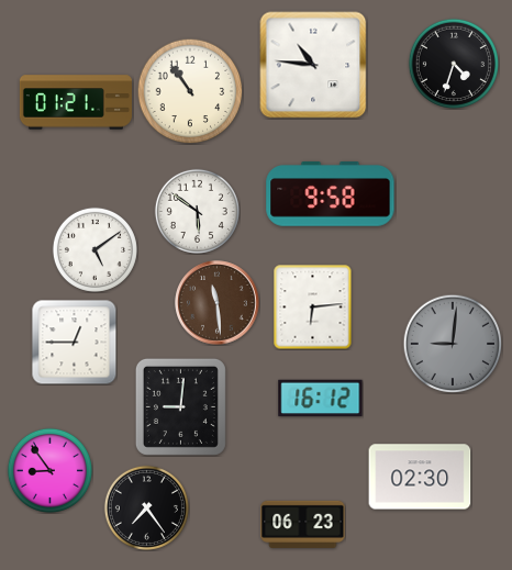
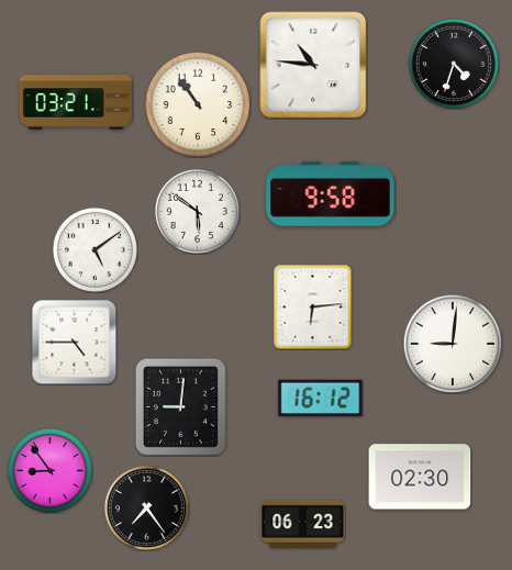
clock at (190, 91) position: (190, 91) -> (198, 104)
clock at (76, 102): 01:21 -> 03:21
clock at (218, 303): 11:29 -> none
clock at (74, 342): 12:45 -> 4:45
clock at (453, 344) dial: grey -> white
